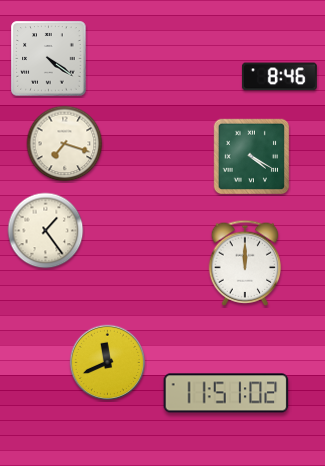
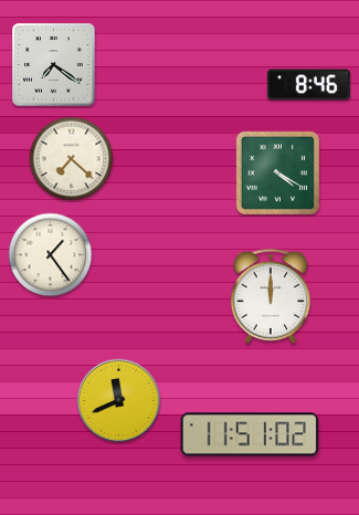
clock at (49, 59): 4:21 -> 7:21
clock at (65, 144): 7:18 -> 7:22
clock at (245, 263) position: (245, 263) -> (271, 296)
